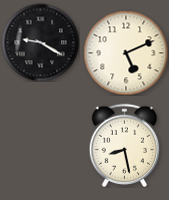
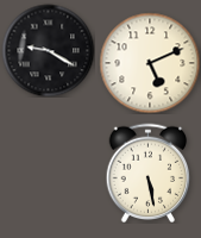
clock at (125, 145): 8:28 -> 5:28
